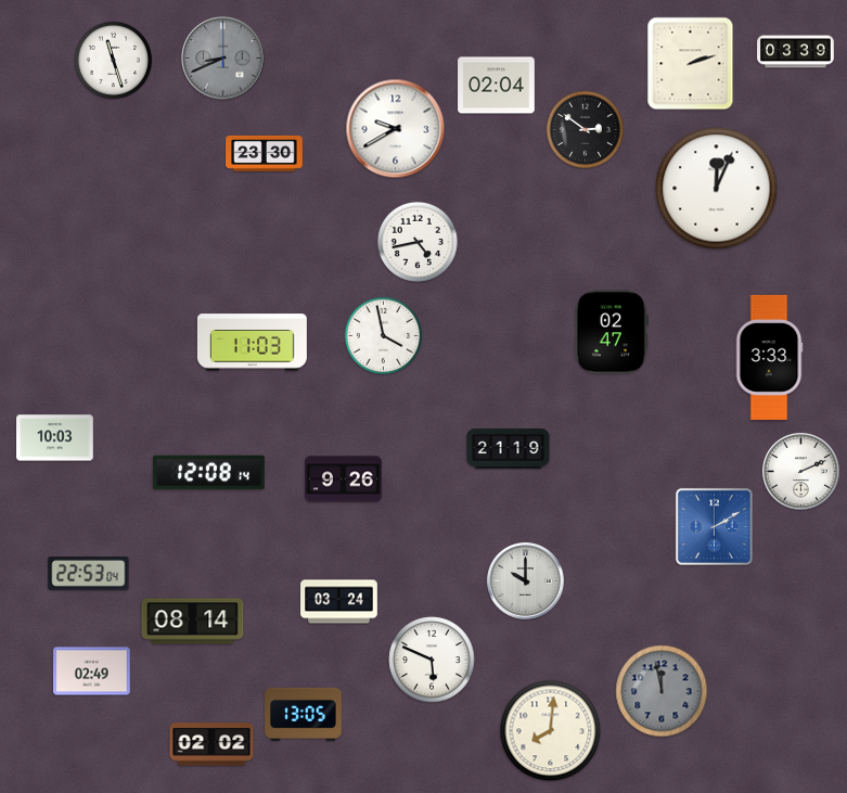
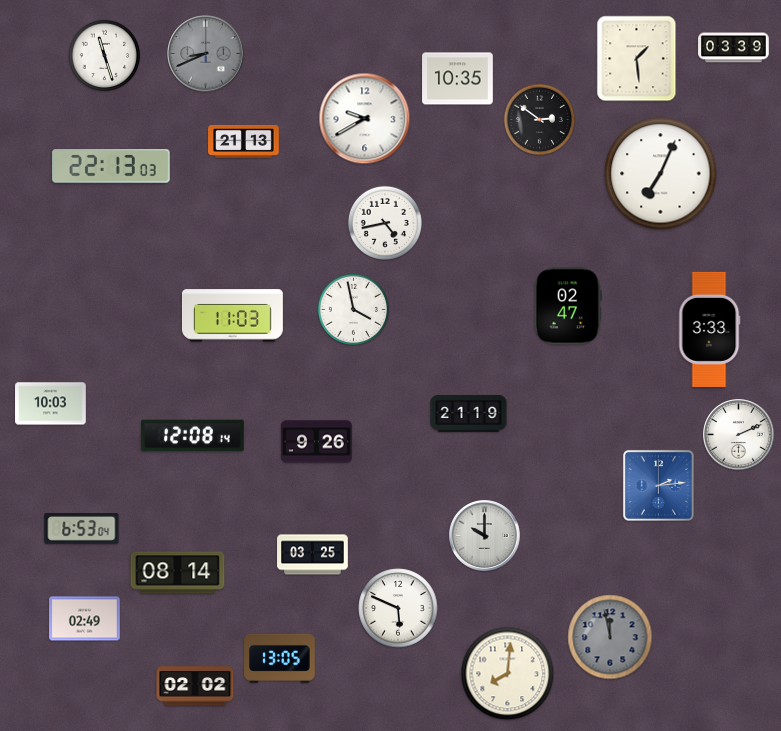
clock at (691, 64): 2:12 -> 1:29
clock at (497, 86): 02:04 -> 10:35
clock at (265, 153): 23:30 -> 21:13
clock at (111, 166): none -> 22:13
clock at (717, 189): 12:04 -> 7:04
clock at (612, 332) position: (612, 332) -> (568, 306)
clock at (714, 526): 2:10 -> 2:14
clock at (89, 574): 22:53 -> 6:53
clock at (339, 602): 03:24 -> 03:25
